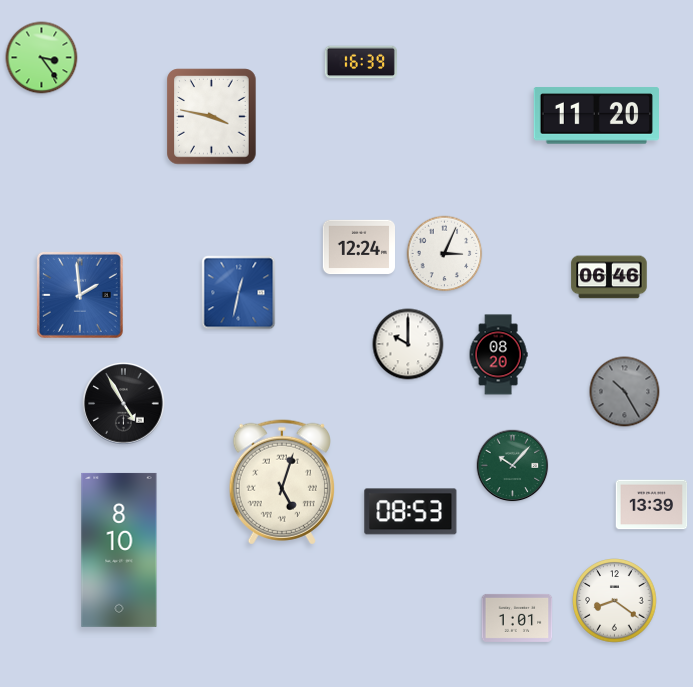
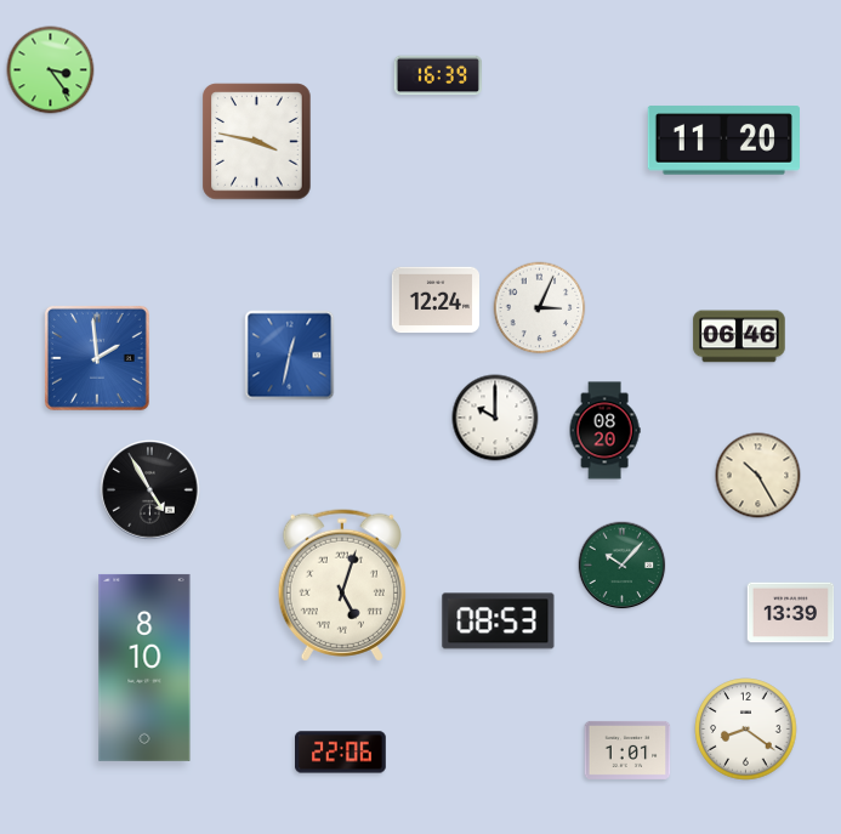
clock at (625, 392) dial: grey -> cream
clock at (341, 753): none -> 22:06
